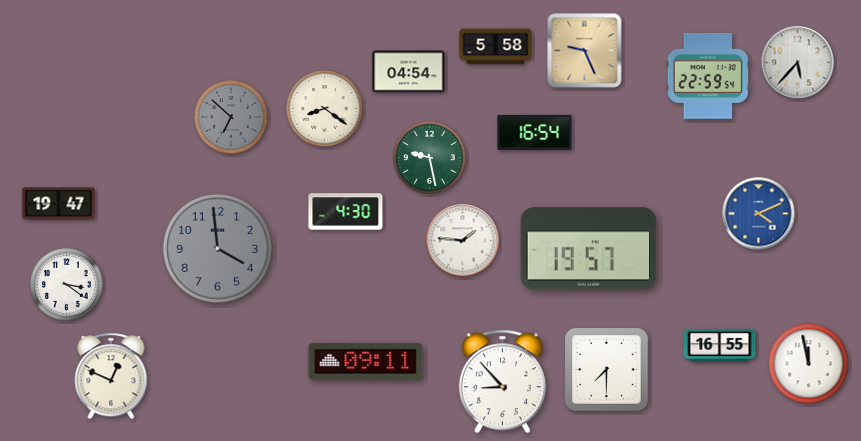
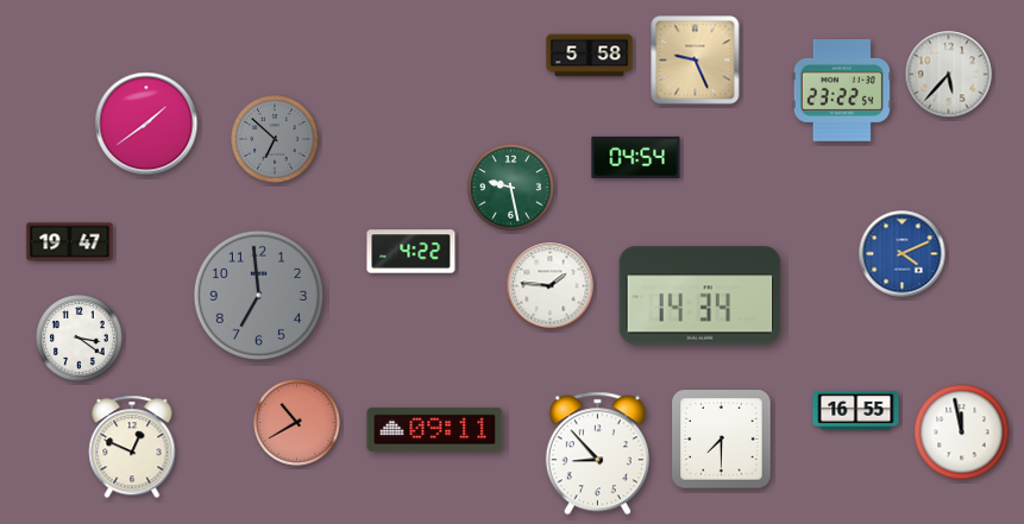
clock at (409, 72): 04:54 -> none
clock at (708, 76): 22:59 -> 23:22
clock at (146, 124): none -> 1:39
clock at (325, 109): 8:21 -> none
clock at (535, 132): 16:54 -> 04:54
clock at (346, 212): 4:30 -> 4:22
clock at (217, 248): 3:59 -> 6:59
clock at (589, 249): 19:57 -> 14:34
clock at (297, 423): none -> 10:40
